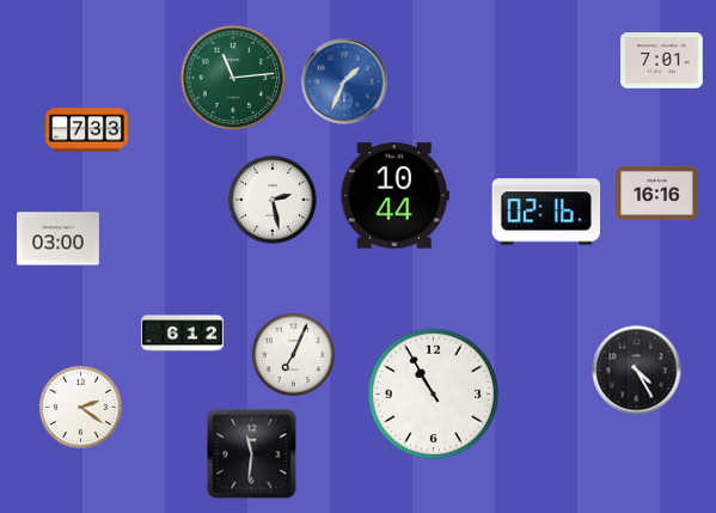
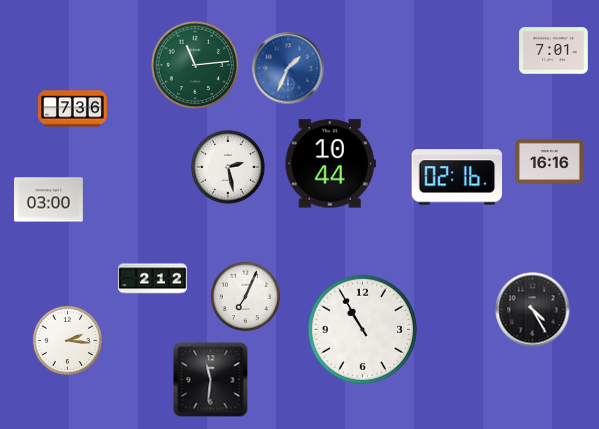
clock at (87, 130): 7:33 -> 7:36
clock at (183, 334): 6:12 -> 2:12
clock at (80, 407): 2:21 -> 2:16
